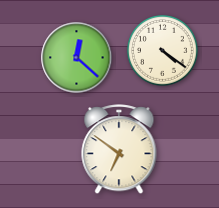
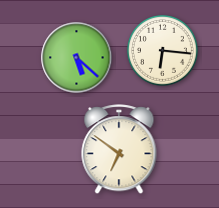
clock at (162, 50): 4:21 -> 6:16
clock at (77, 58): 12:22 -> 5:22
